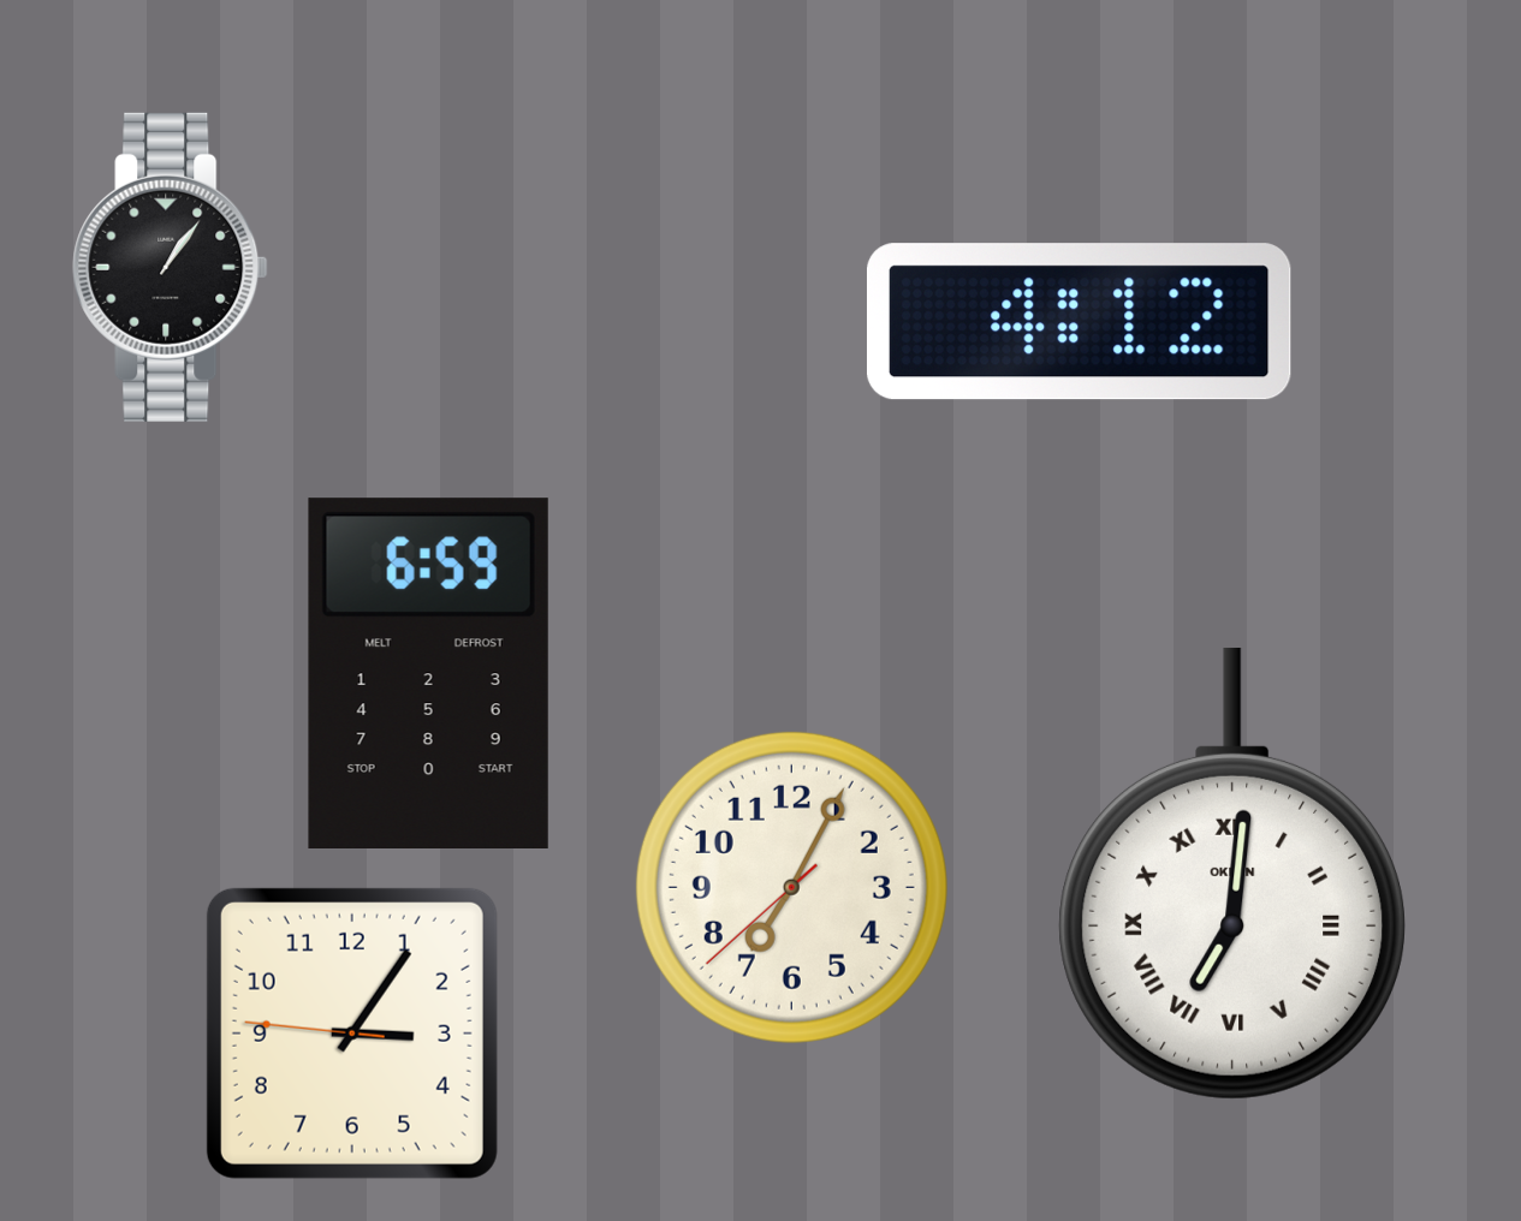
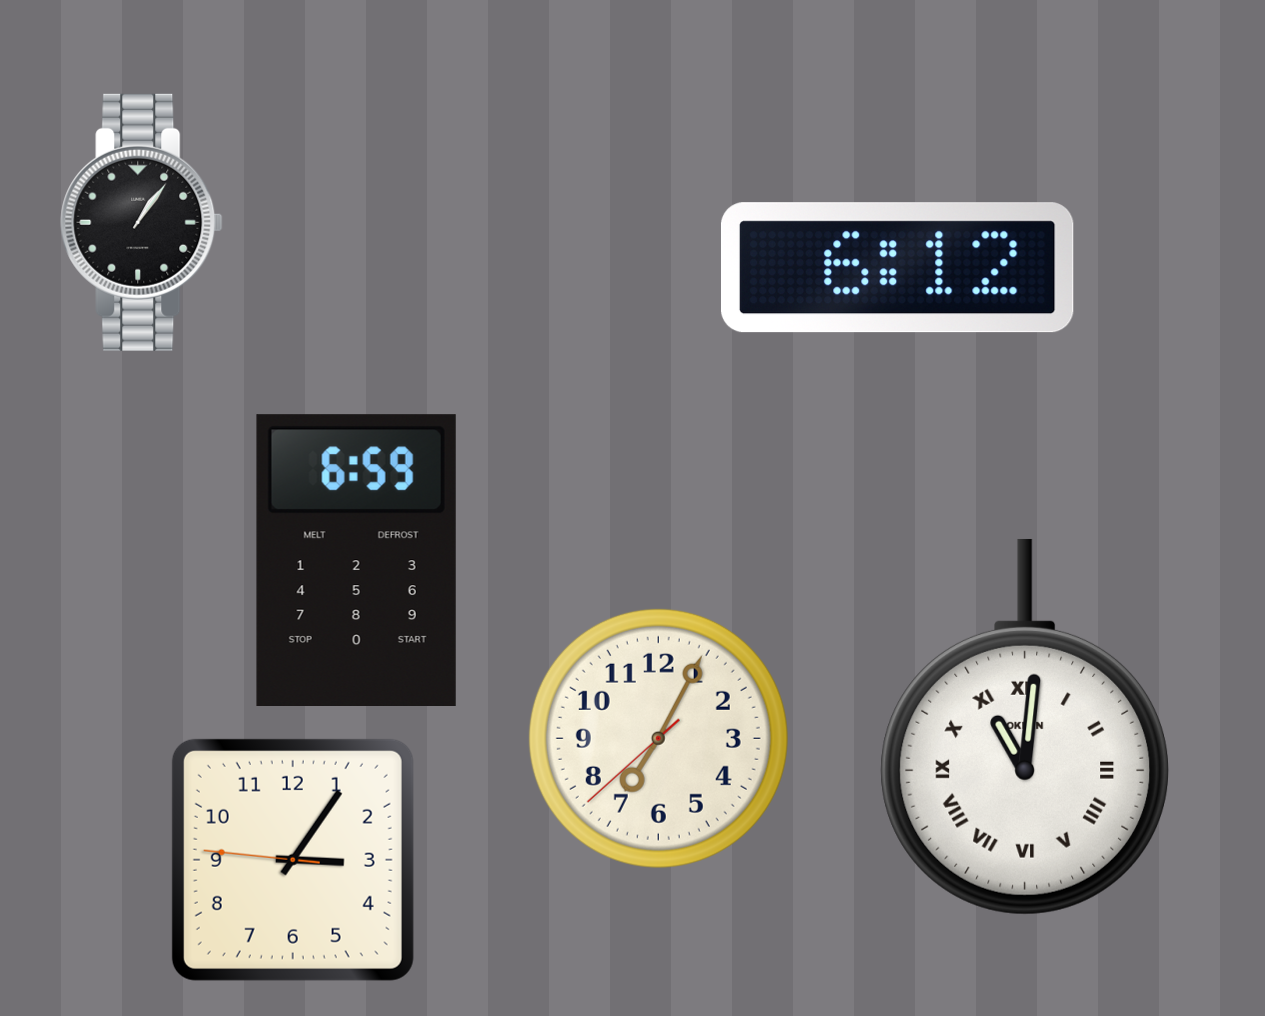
clock at (1079, 322): 4:12 -> 6:12
clock at (1231, 874): 7:01 -> 11:01
